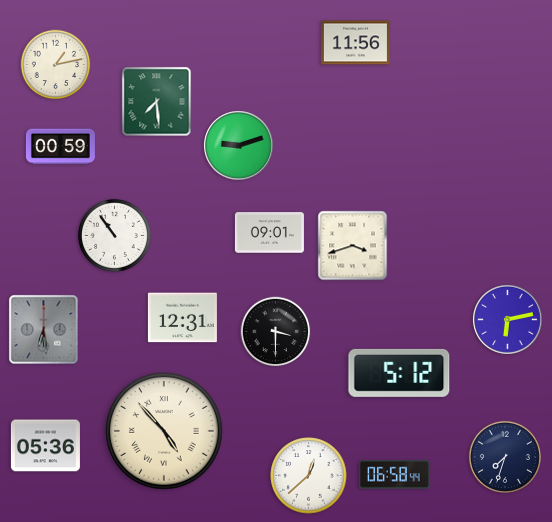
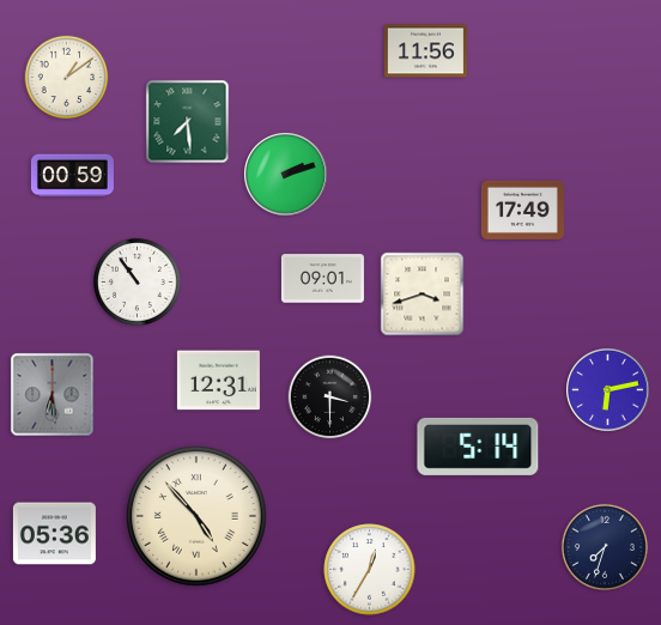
clock at (56, 65): 1:13 -> 1:09
clock at (239, 146): 9:12 -> 2:12
clock at (522, 210): none -> 17:49
clock at (508, 320) position: (508, 320) -> (608, 390)
clock at (399, 373): 5:12 -> 5:14
clock at (395, 475): 06:58 -> none
clock at (309, 476): 12:38 -> 12:35
